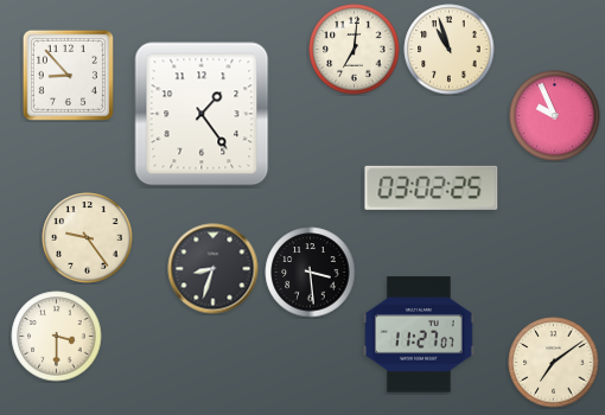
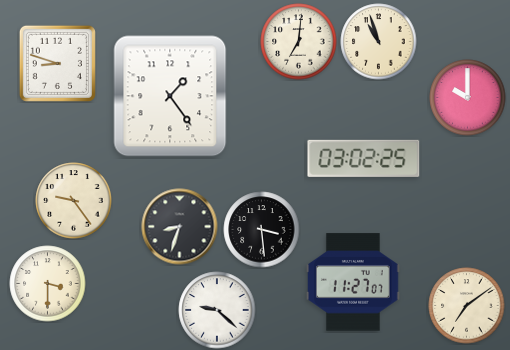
clock at (68, 75): 8:53 -> 8:48
clock at (555, 116): 9:56 -> 10:00
clock at (217, 310): none -> 9:22
